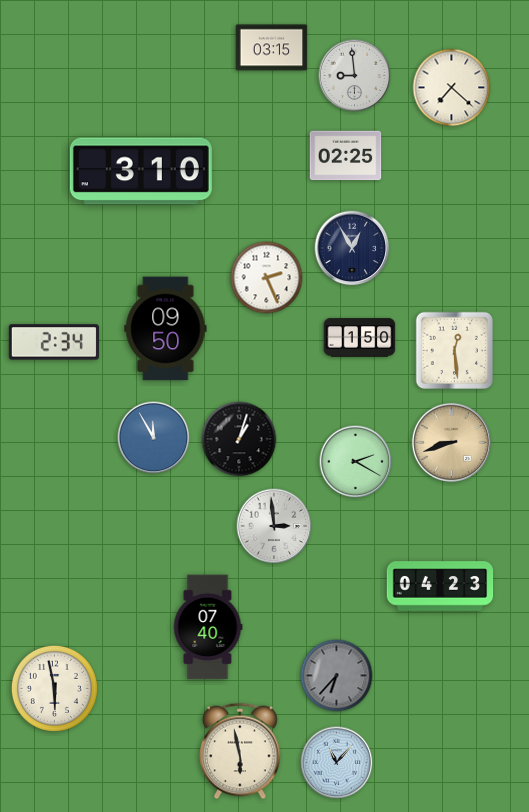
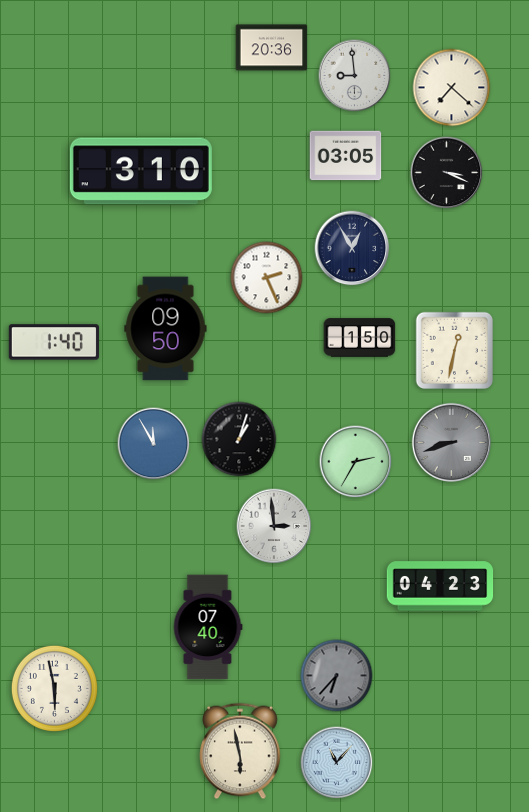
clock at (272, 48): 03:15 -> 20:36
clock at (346, 156): 02:25 -> 03:05
clock at (447, 173): none -> 3:19
clock at (54, 342): 2:34 -> 1:40
clock at (455, 351): 12:29 -> 12:32
clock at (154, 438) position: (154, 438) -> (154, 444)
clock at (452, 443) dial: champagne -> grey
clock at (356, 462): 2:20 -> 2:35
